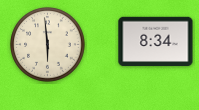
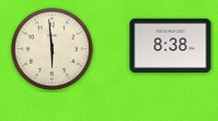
clock at (156, 42): 8:34 -> 8:38
